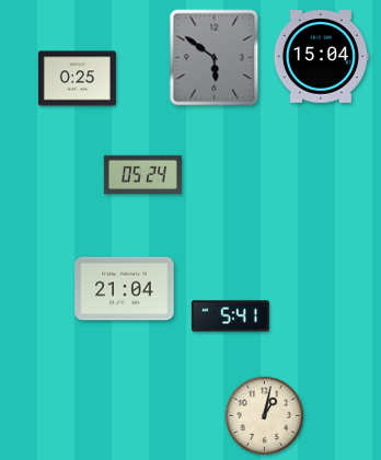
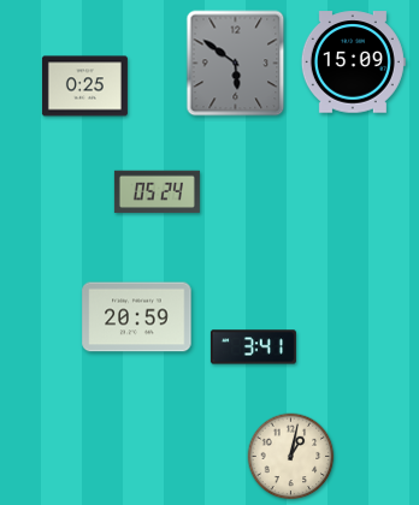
clock at (321, 57): 15:04 -> 15:09
clock at (125, 289): 21:04 -> 20:59
clock at (230, 317): 5:41 -> 3:41
